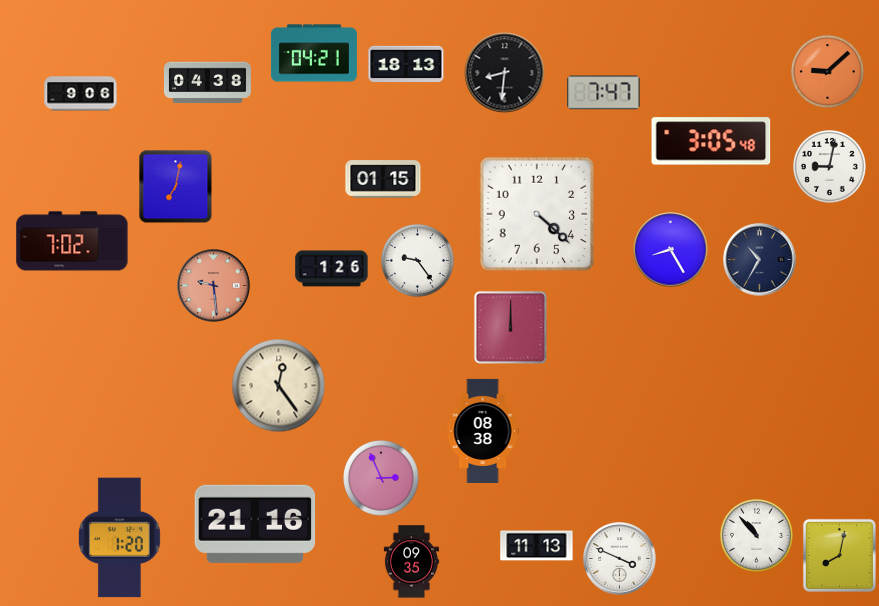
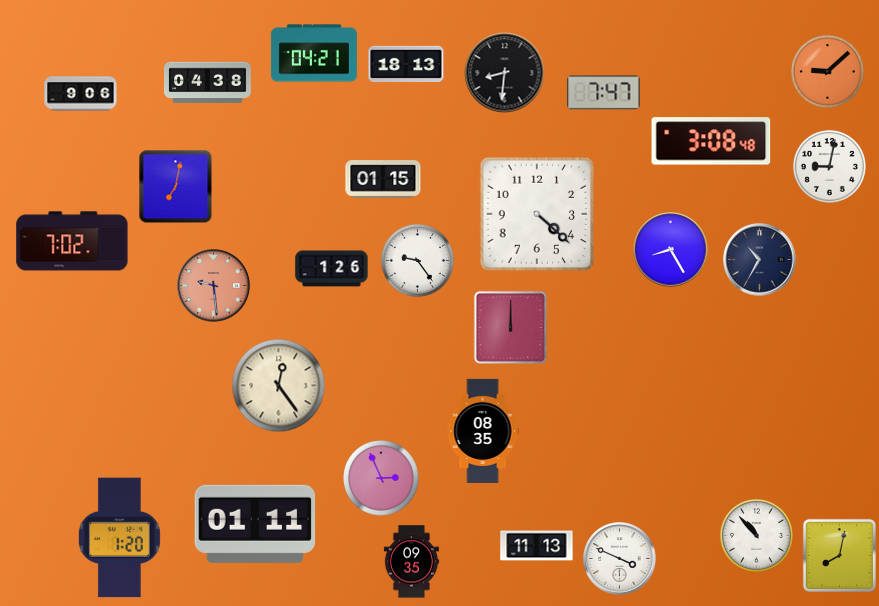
clock at (711, 141): 3:05 -> 3:08
clock at (483, 431): 08:38 -> 08:35
clock at (255, 524): 21:16 -> 01:11
